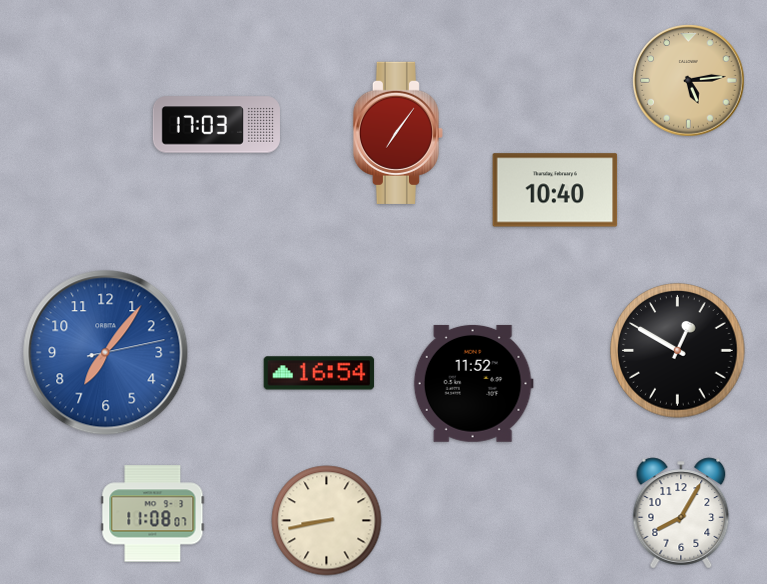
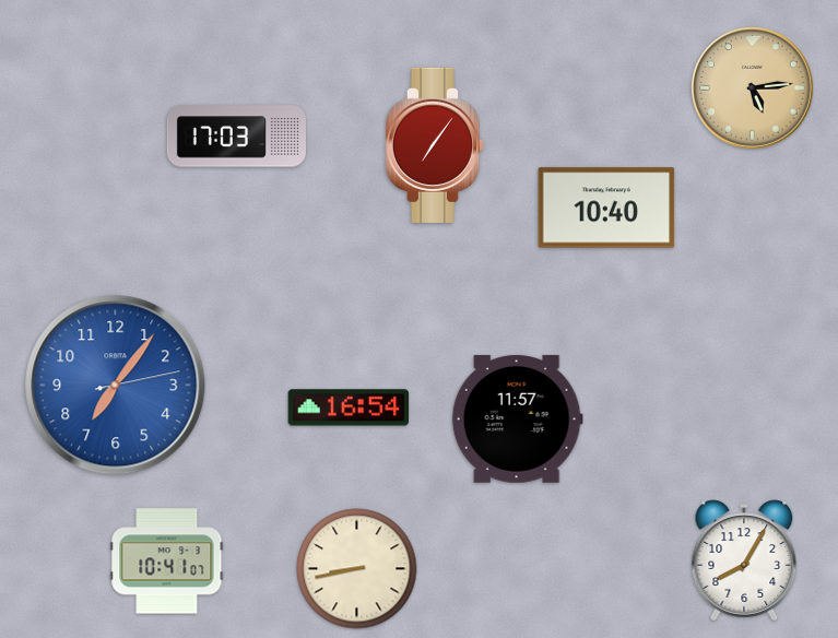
clock at (678, 351): 12:50 -> none
clock at (473, 383): 11:52 -> 11:57
clock at (153, 514): 11:08 -> 10:41
